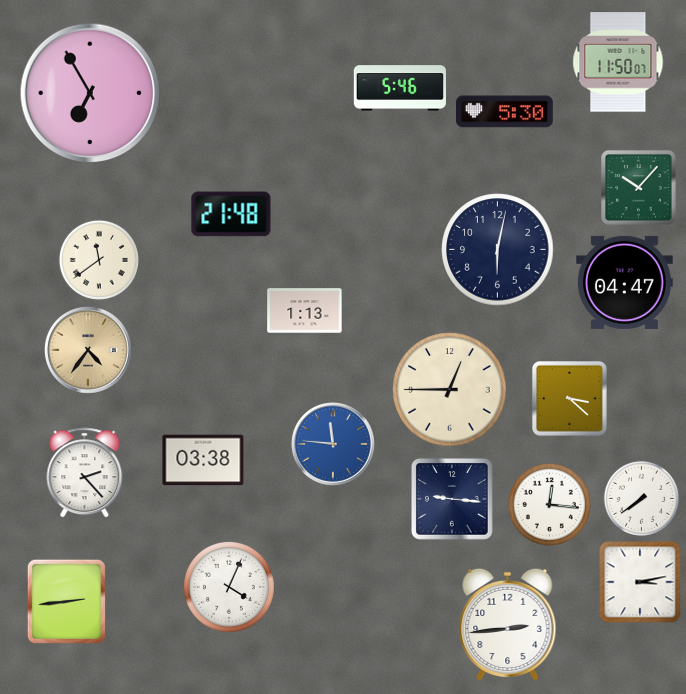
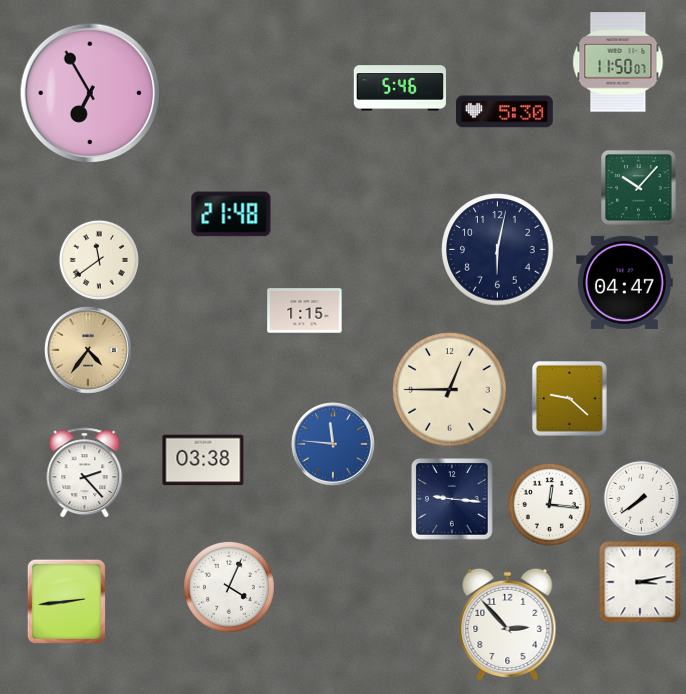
clock at (305, 311): 1:13 -> 1:15
clock at (569, 398): 3:22 -> 9:22
clock at (508, 625): 2:44 -> 2:53
